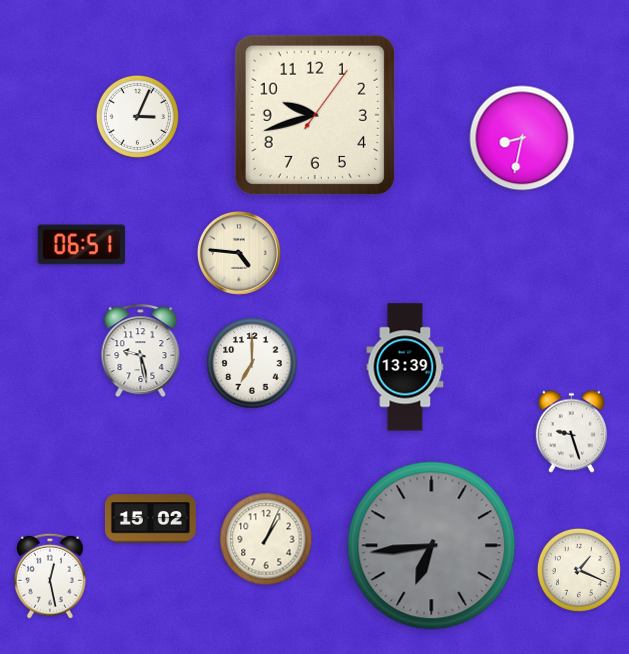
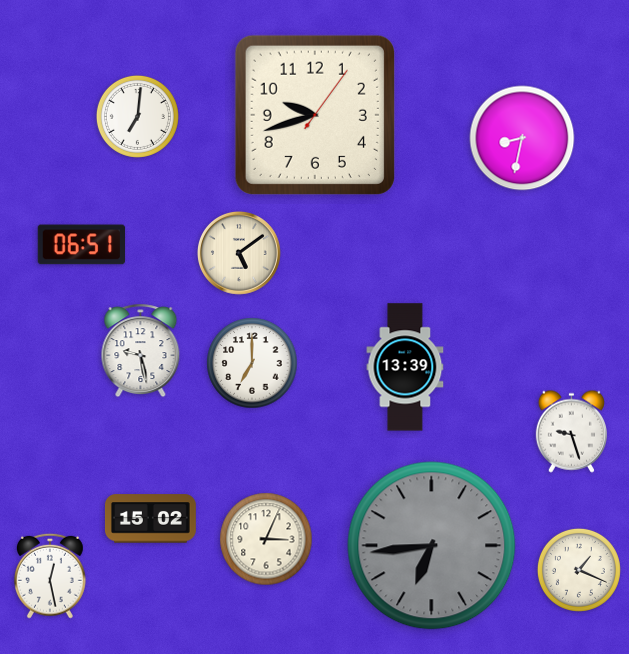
clock at (137, 116): 3:04 -> 7:01
clock at (240, 254): 4:46 -> 5:09
clock at (266, 539): 1:04 -> 3:04
